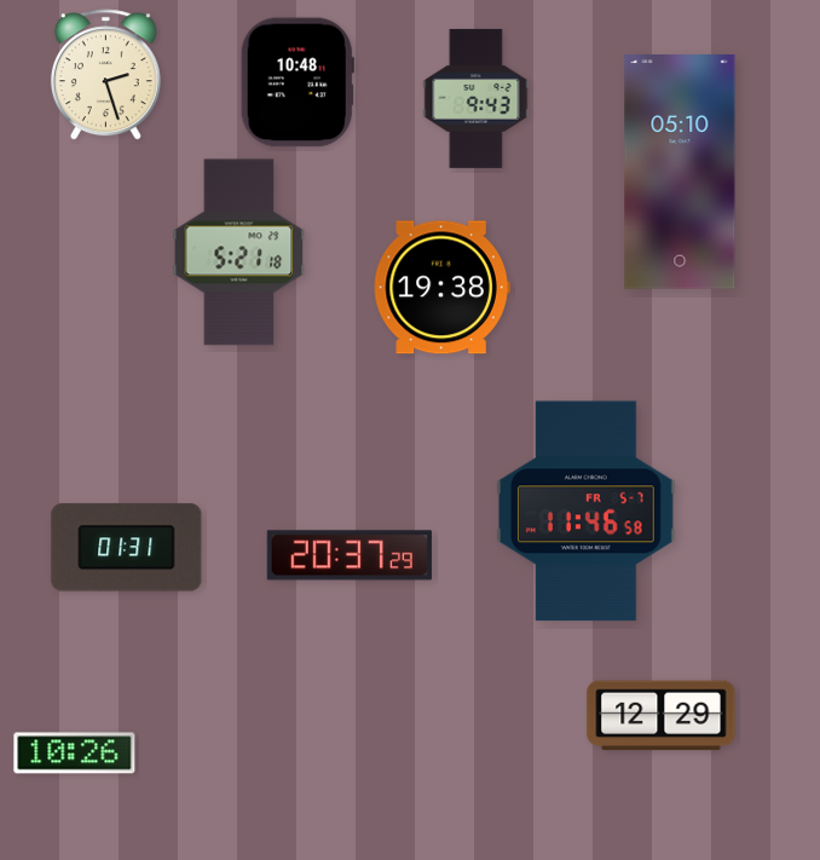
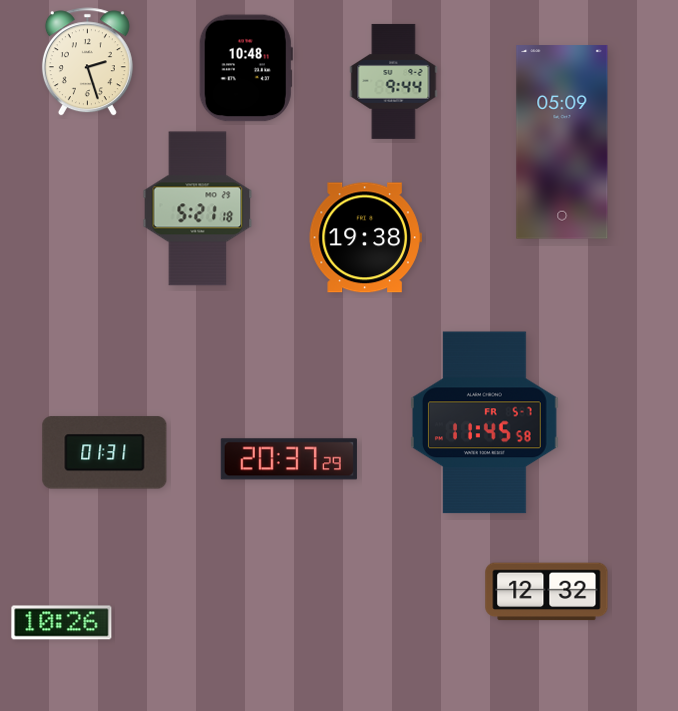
clock at (477, 98): 9:43 -> 9:44
clock at (680, 172): 05:10 -> 05:09
clock at (585, 512): 11:46 -> 11:45
clock at (662, 716): 12:29 -> 12:32
